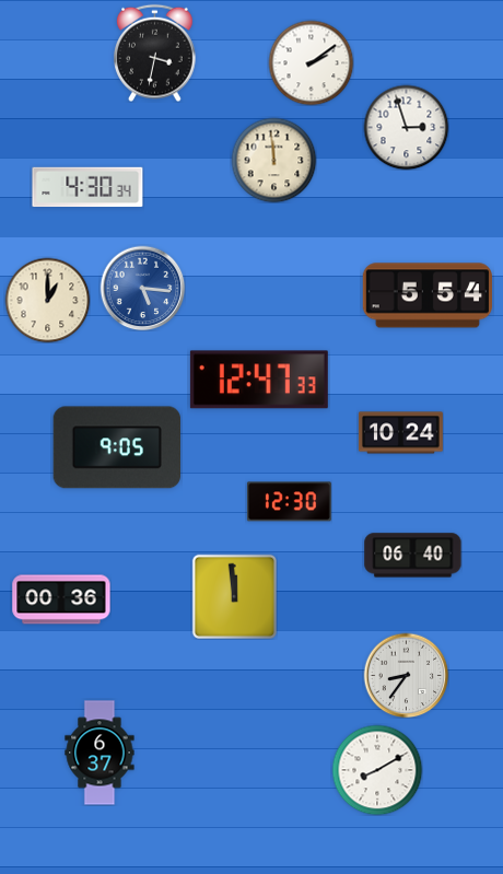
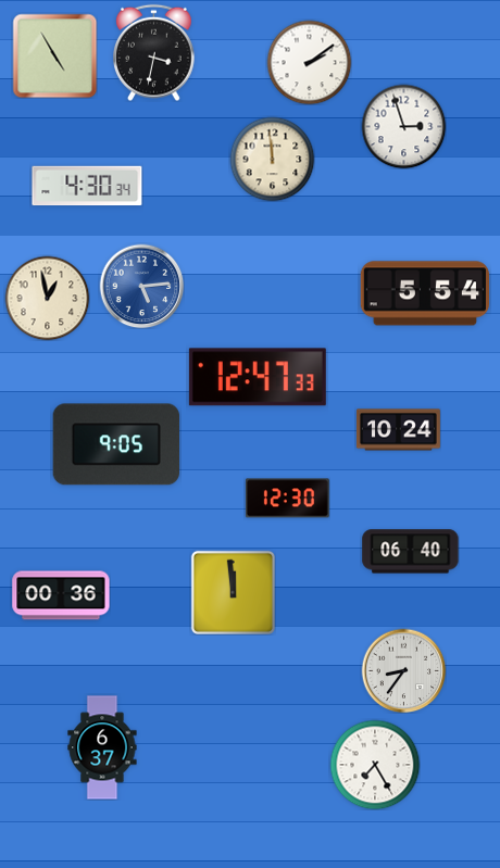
clock at (54, 55): none -> 4:55
clock at (142, 288): 5:16 -> 5:14
clock at (47, 300): 1:00 -> 12:58
clock at (100, 753) position: (100, 753) -> (102, 747)
clock at (377, 770): 8:10 -> 7:25
